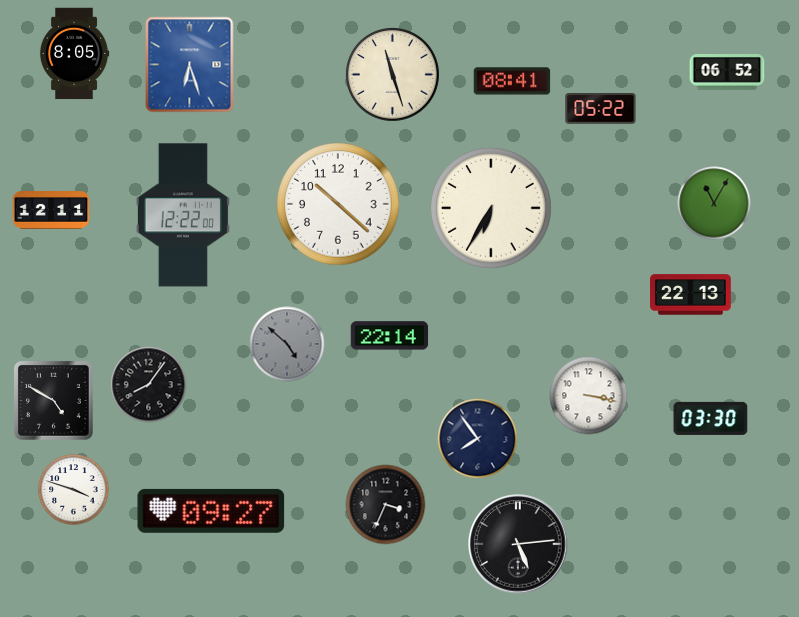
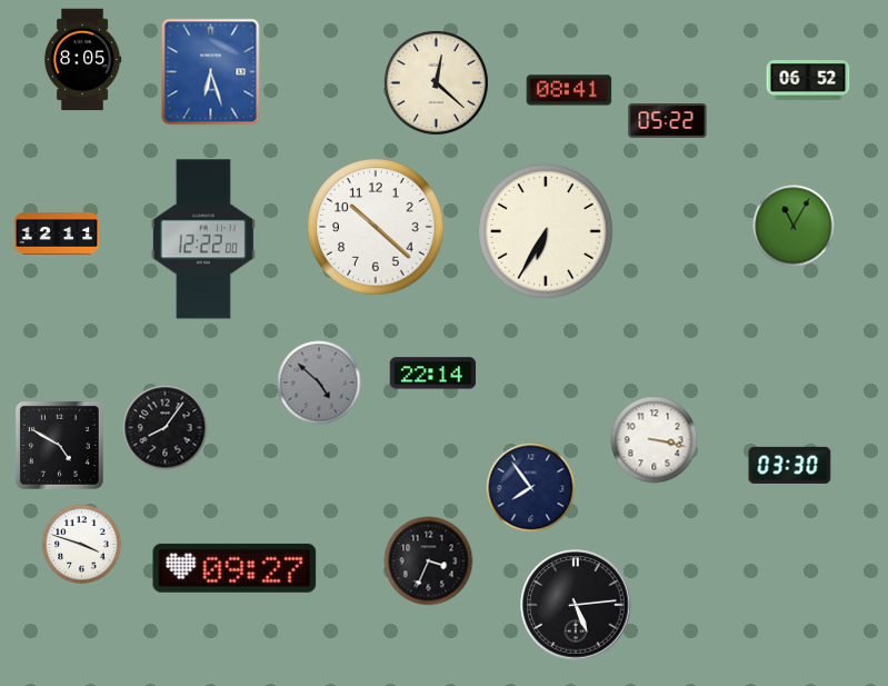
clock at (392, 74): 11:27 -> 12:22
clock at (691, 295): 22:13 -> none
